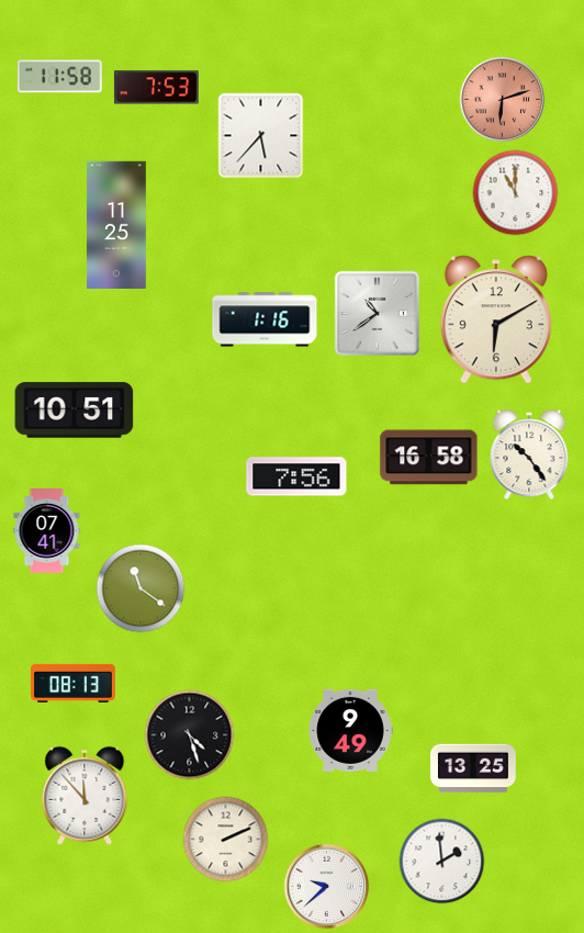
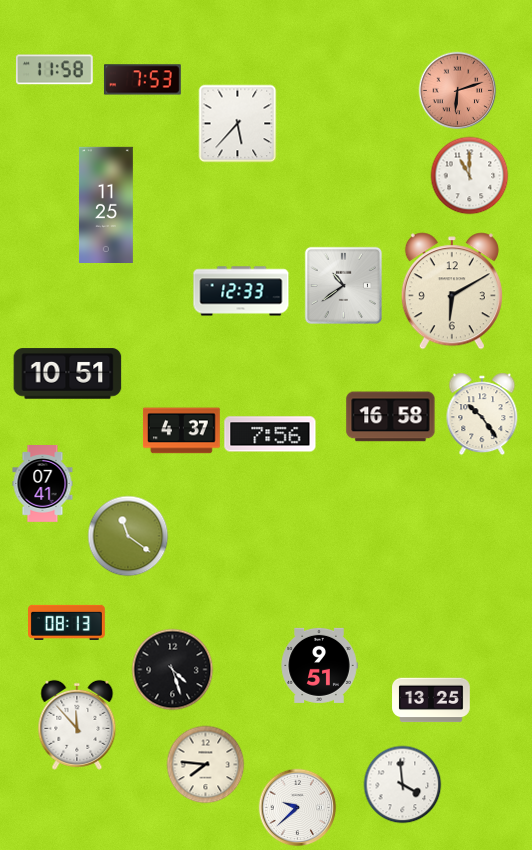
clock at (265, 319): 1:16 -> 12:33
clock at (181, 431): none -> 4:37
clock at (350, 730): 9:49 -> 9:51
clock at (225, 839): 2:11 -> 7:46
clock at (441, 861): 1:59 -> 3:59
